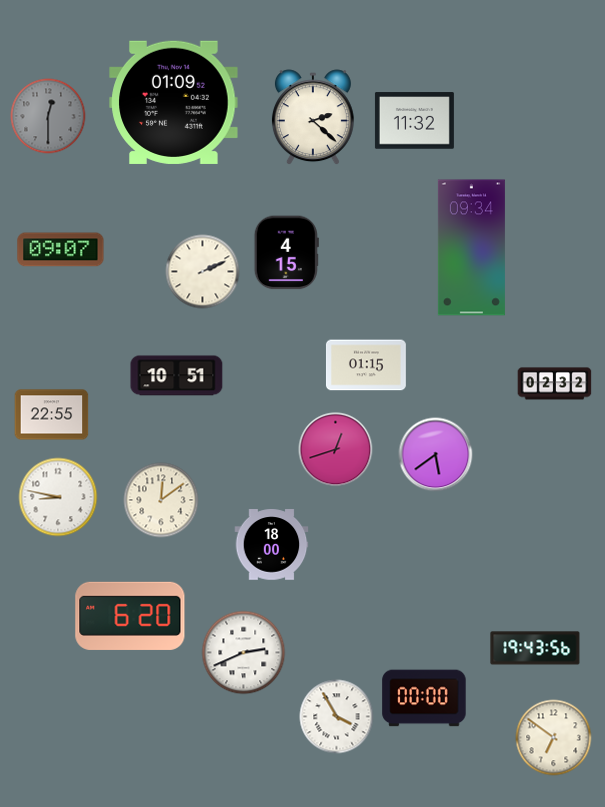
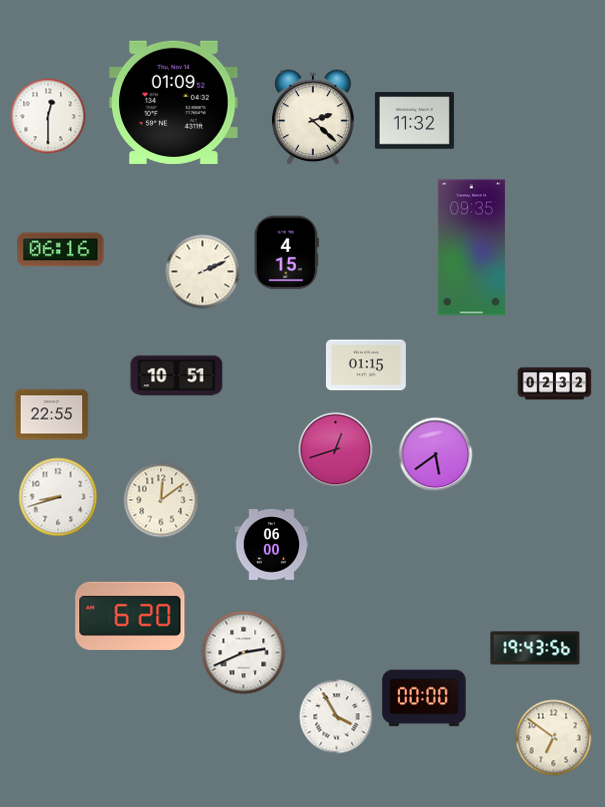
clock at (48, 116) dial: grey -> white
clock at (471, 248): 09:34 -> 09:35
clock at (61, 250): 09:07 -> 06:16
clock at (58, 497): 8:47 -> 8:42
clock at (272, 545): 18:00 -> 06:00
